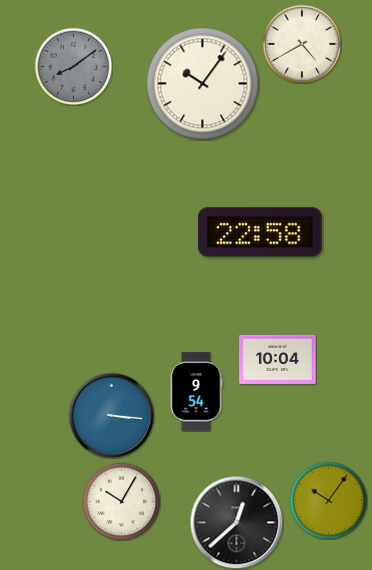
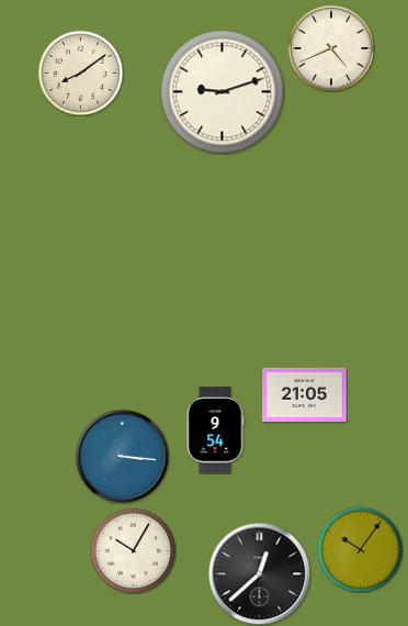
clock at (302, 44): 4:40 -> 4:41
clock at (73, 66) dial: grey -> cream
clock at (203, 84): 10:06 -> 9:12
clock at (260, 232): 22:58 -> none
clock at (278, 359): 10:04 -> 21:05
